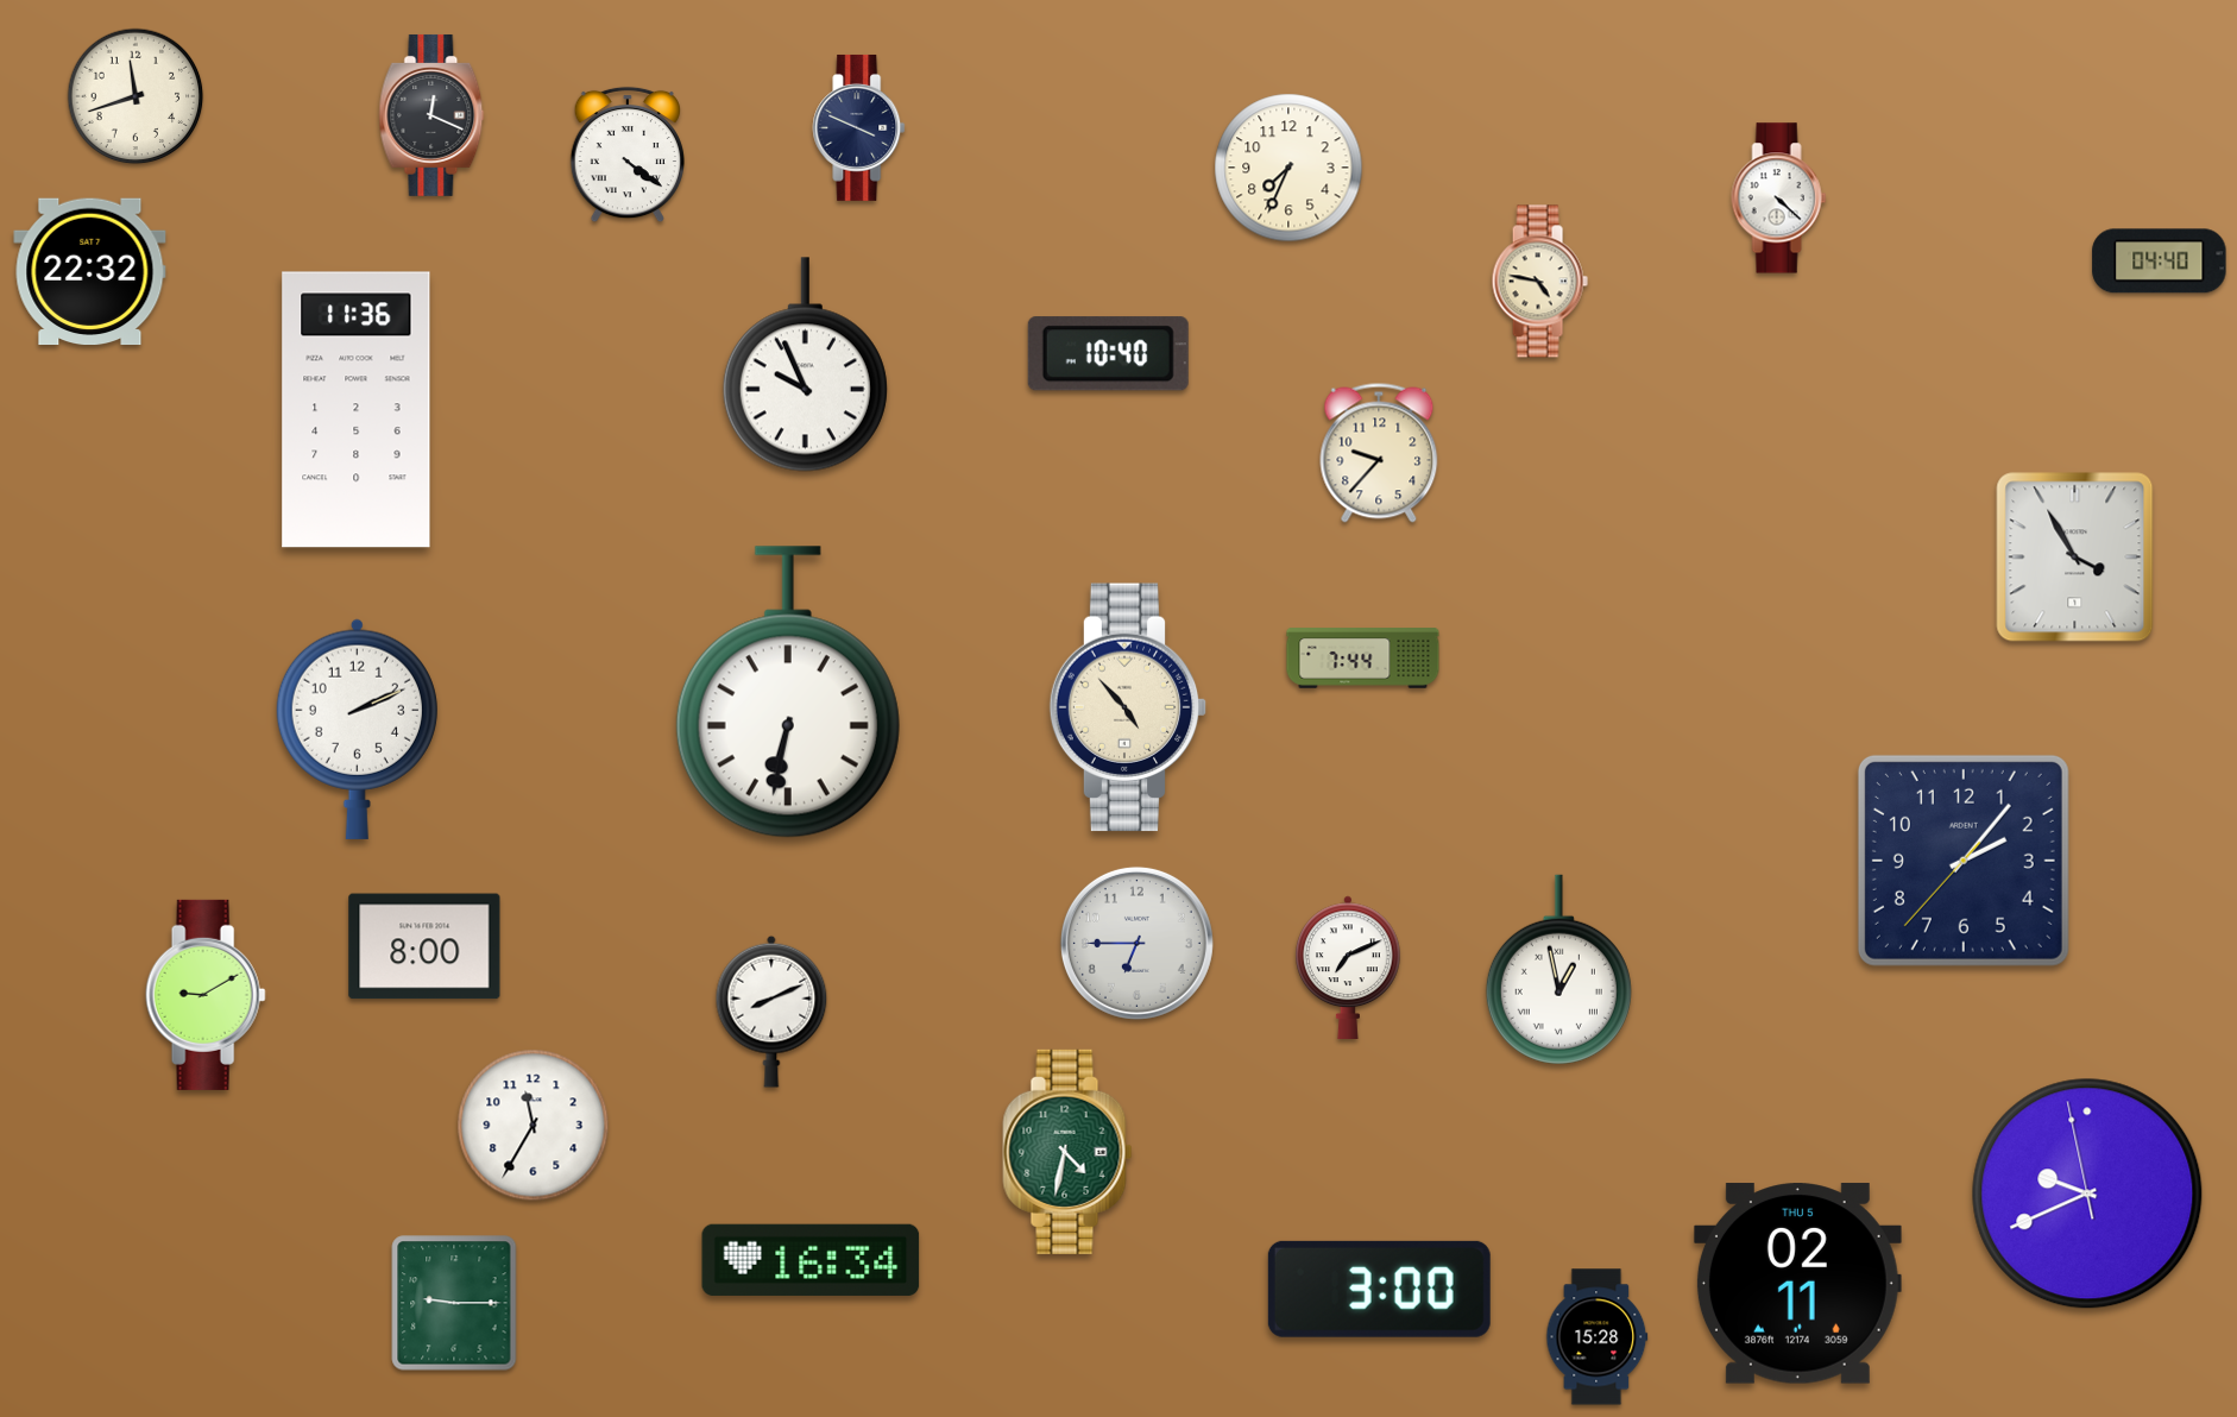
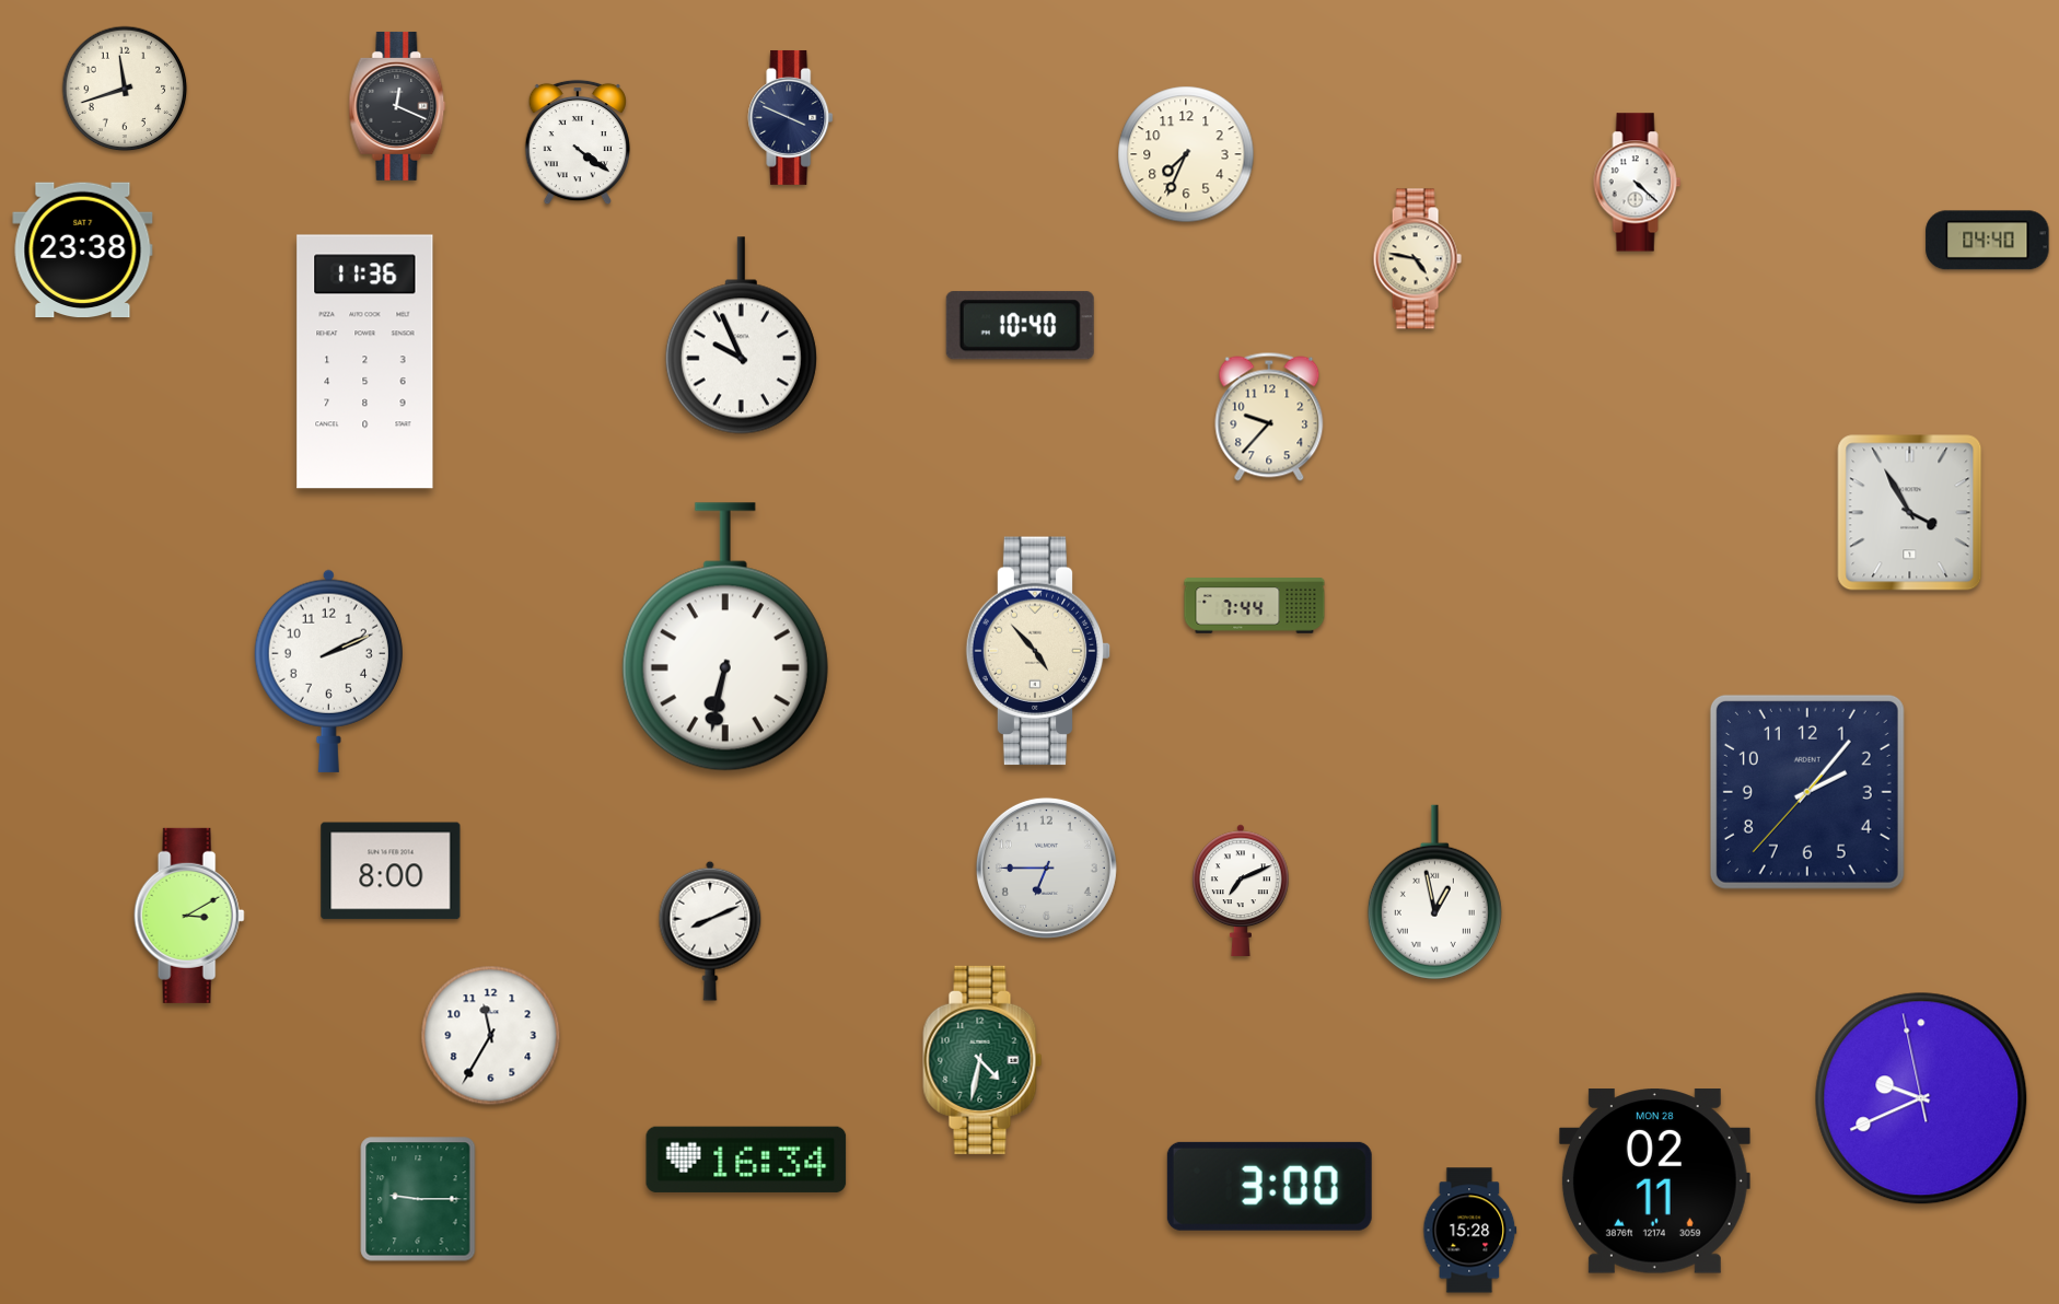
clock at (90, 272): 22:32 -> 23:38
clock at (357, 410) position: (357, 410) -> (365, 362)
clock at (206, 995): 9:10 -> 3:10
clock at (1797, 1284) date: THU 5 -> MON 28
